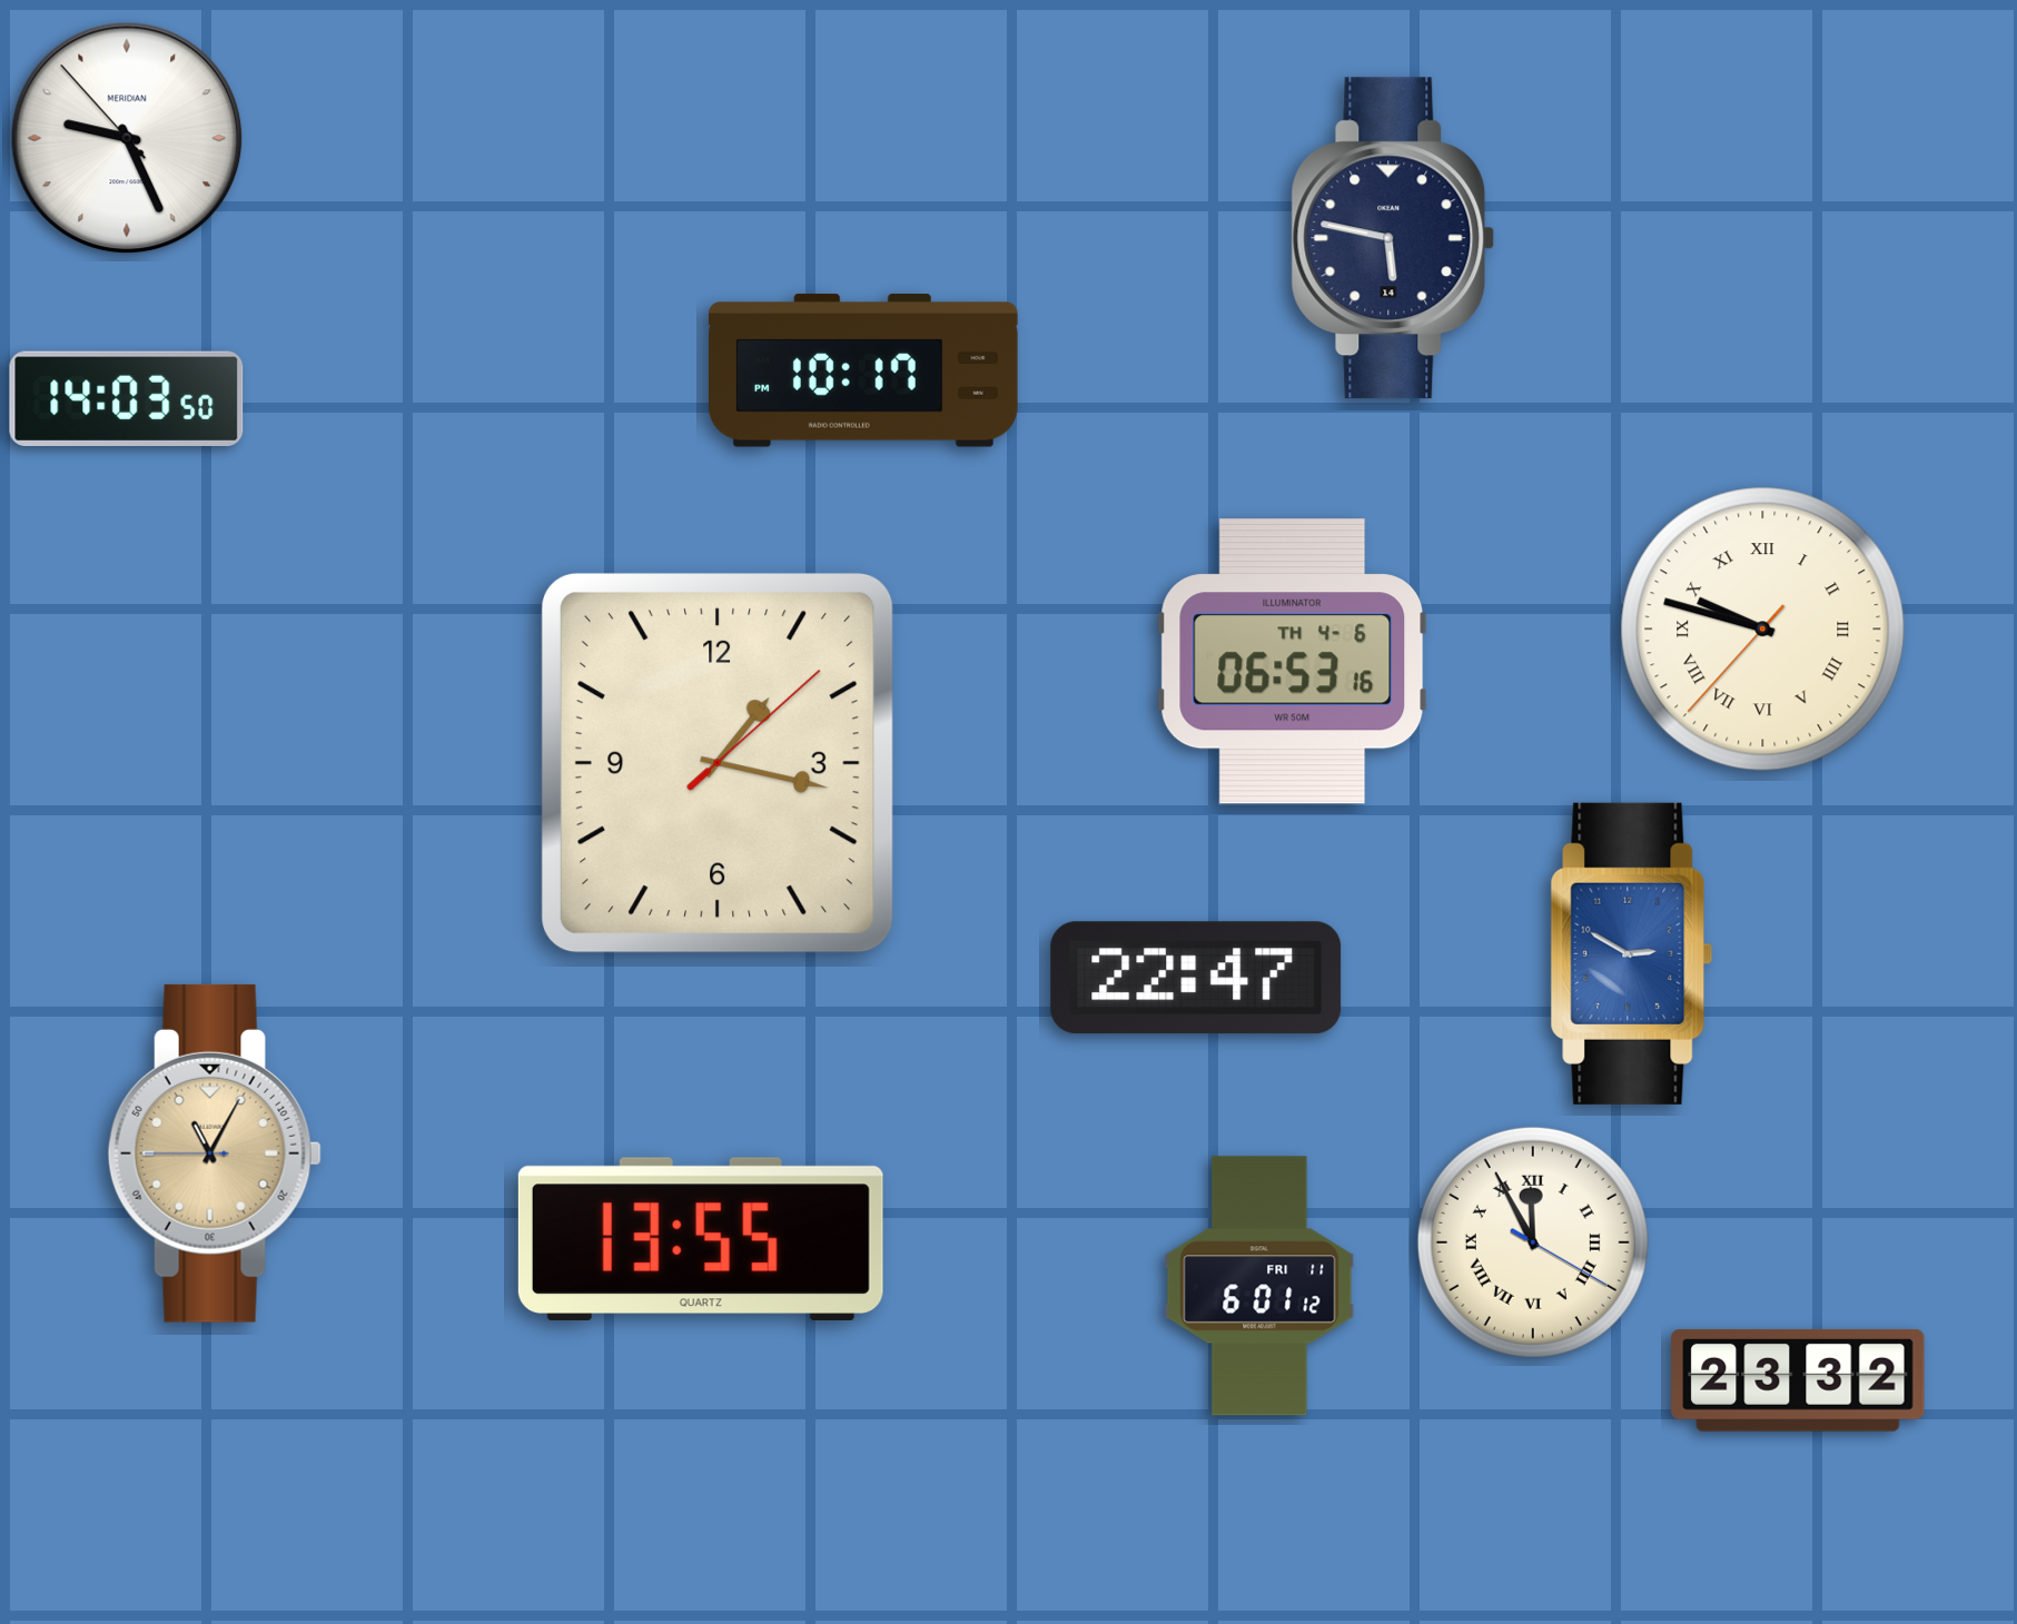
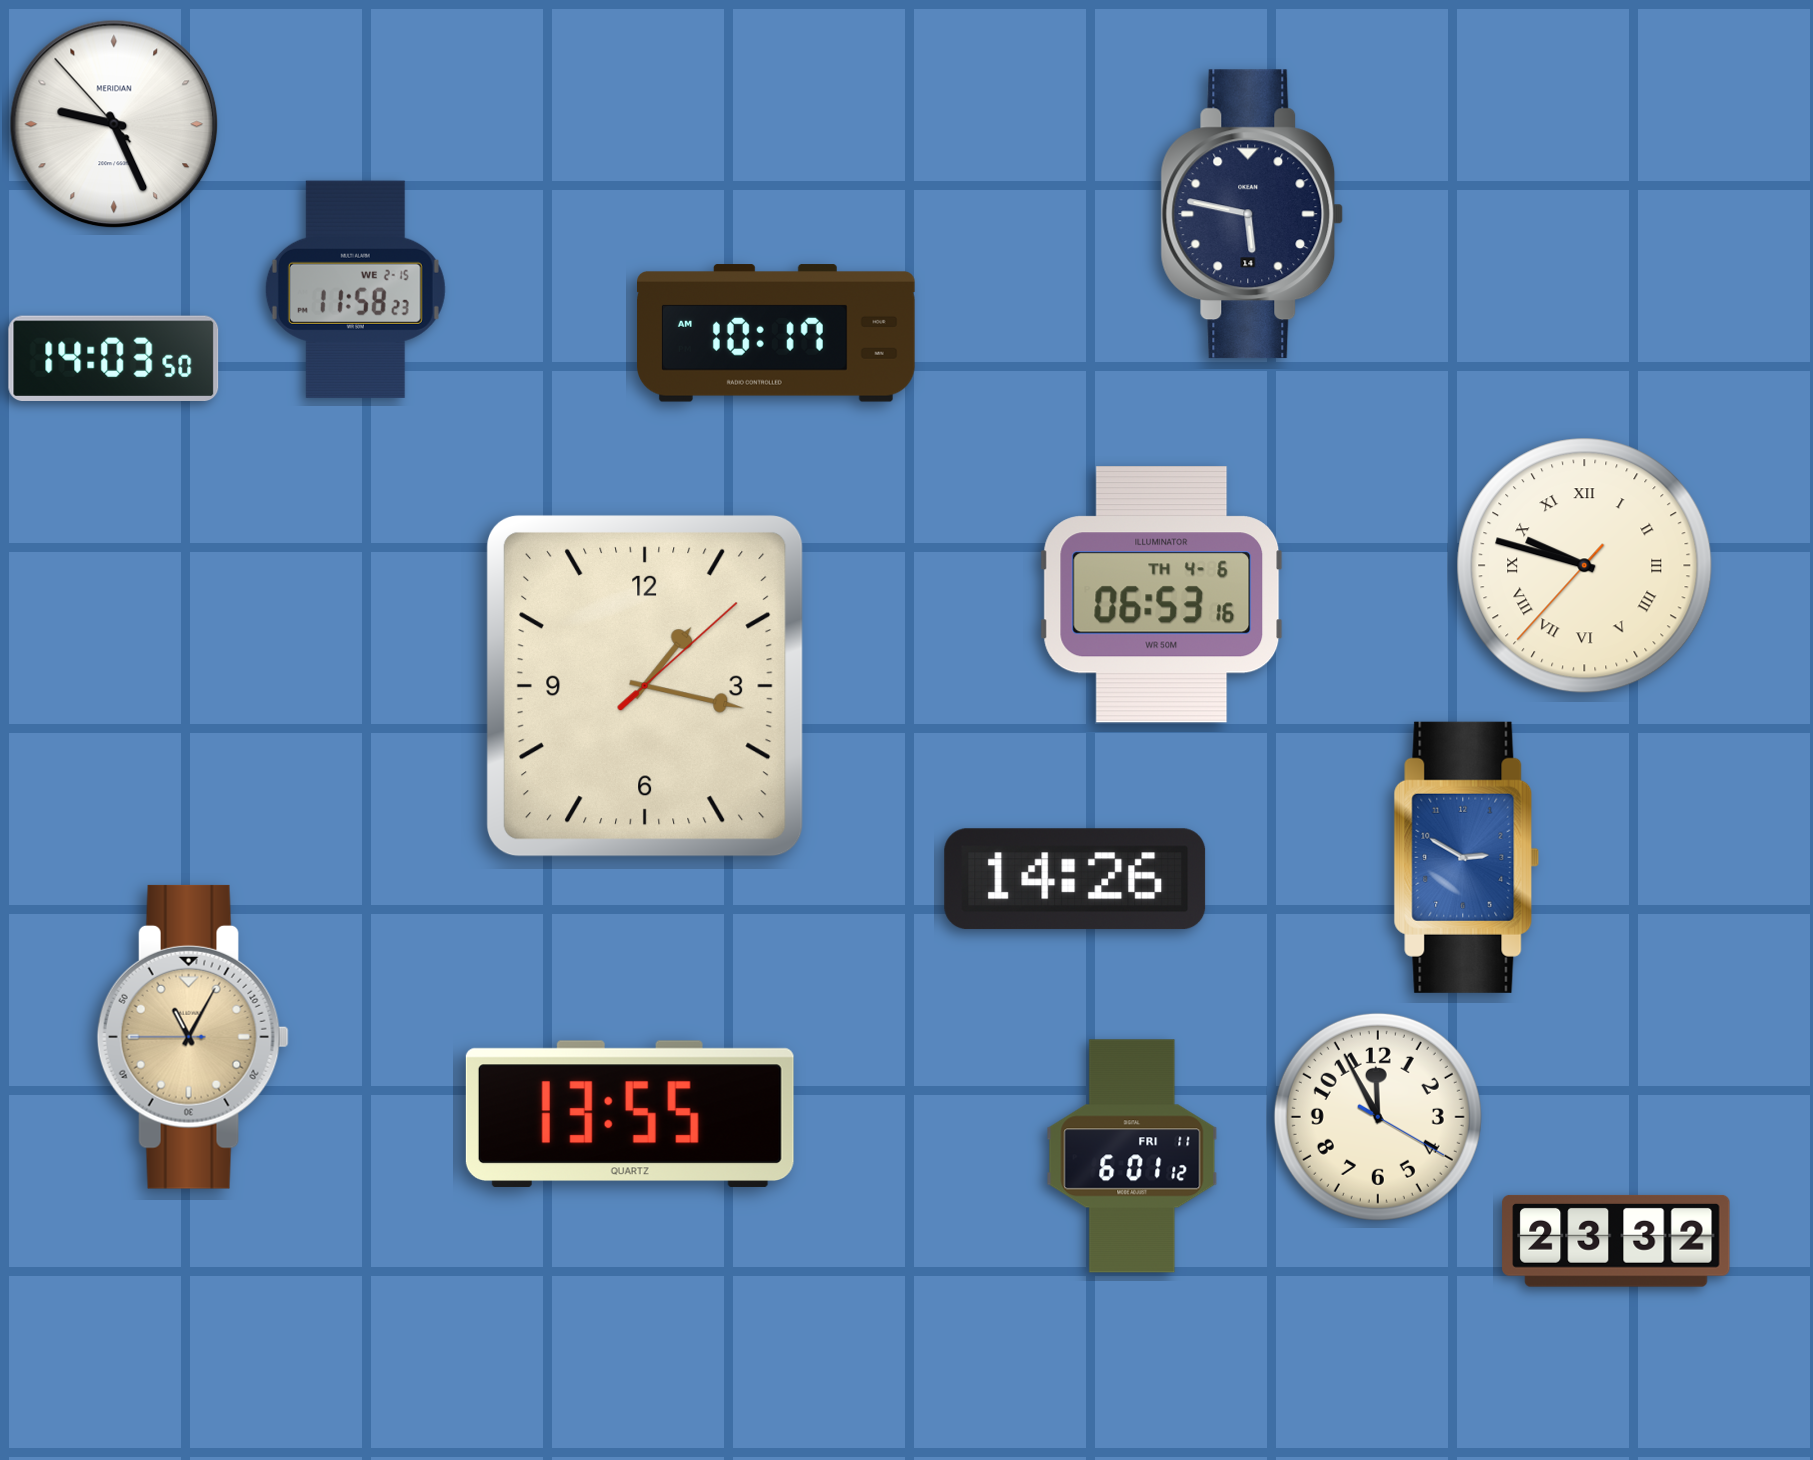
clock at (355, 289): none -> 11:58
clock at (864, 370): 10:17 PM -> 10:17 AM
clock at (1196, 978): 22:47 -> 14:26
clock at (1533, 1242) numerals: Roman -> Arabic
